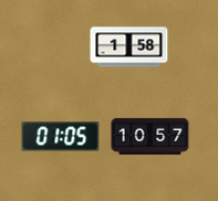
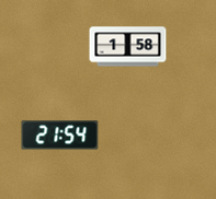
clock at (150, 136): 10:57 -> none
clock at (61, 137): 01:05 -> 21:54
